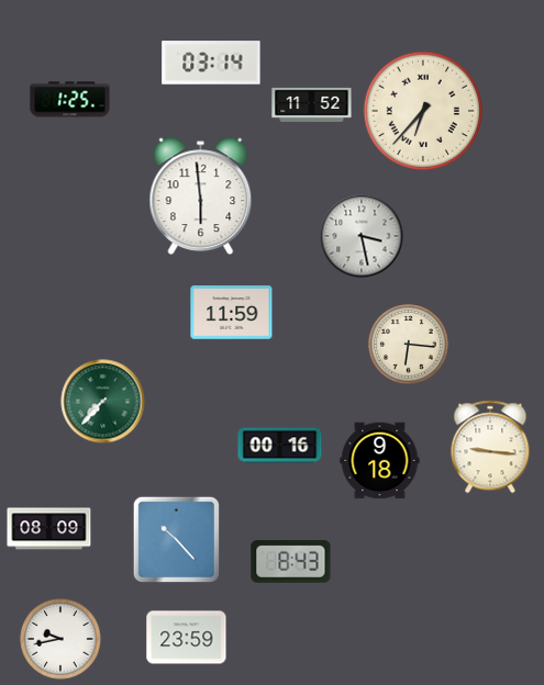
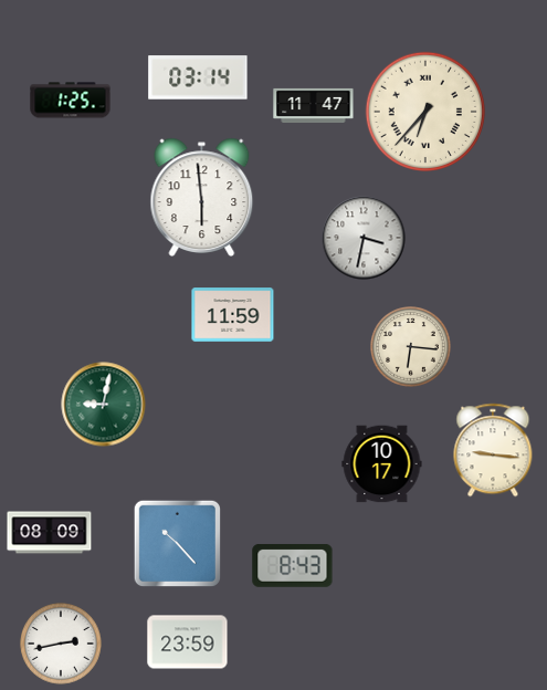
clock at (211, 63) position: (211, 63) -> (198, 77)
clock at (312, 104): 11:52 -> 11:47
clock at (362, 236): 3:28 -> 3:32
clock at (103, 402): 7:37 -> 9:02
clock at (280, 446): 00:16 -> none
clock at (380, 461): 9:18 -> 10:17
clock at (60, 639): 9:43 -> 2:43
